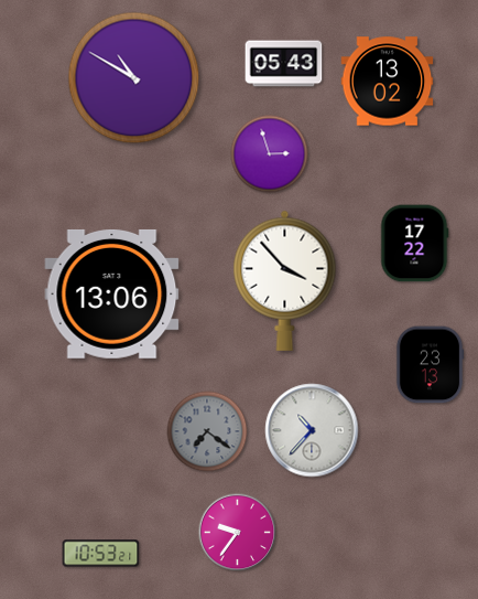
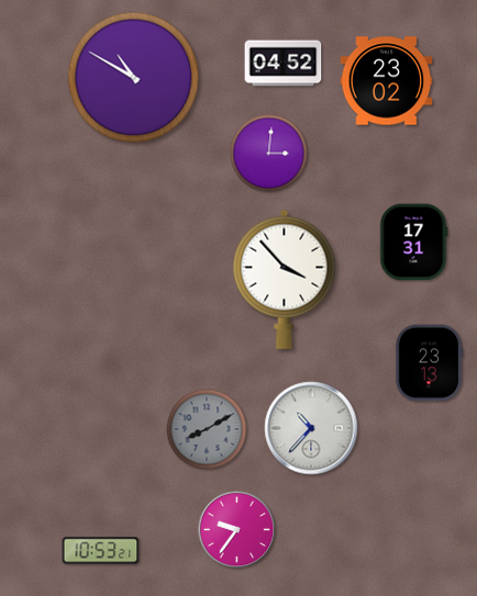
clock at (284, 64): 05:43 -> 04:52
clock at (388, 82): 13:02 -> 23:02
clock at (270, 154): 2:57 -> 3:01
clock at (415, 244): 17:22 -> 17:31
clock at (112, 293): 13:06 -> none
clock at (207, 431): 7:21 -> 8:10
